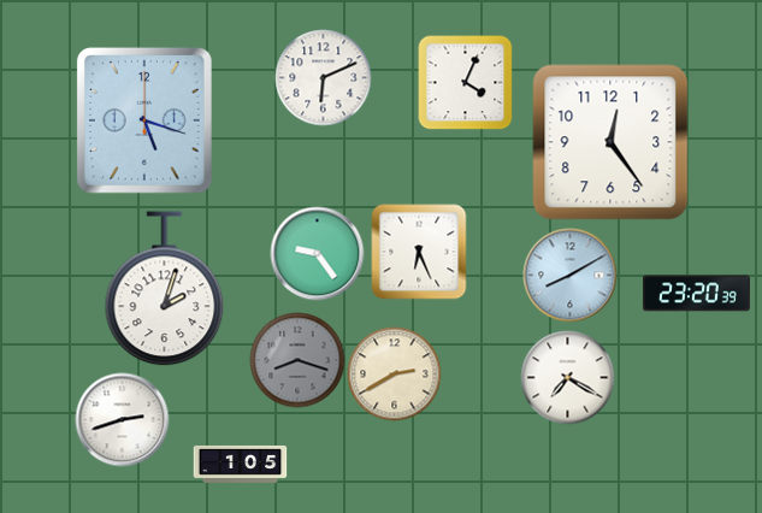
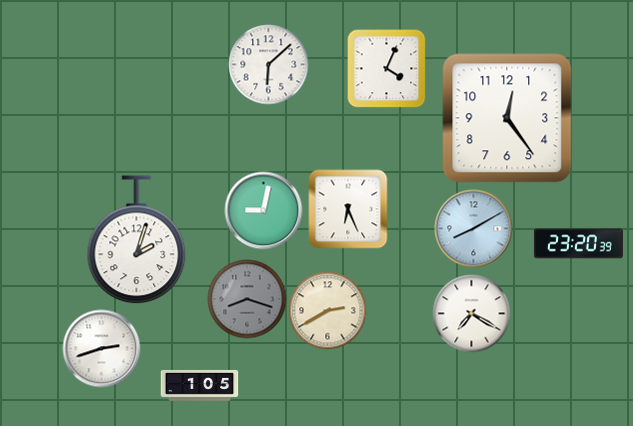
clock at (323, 77): 6:11 -> 6:08
clock at (144, 120): 5:18 -> none
clock at (317, 253): 9:24 -> 9:02
